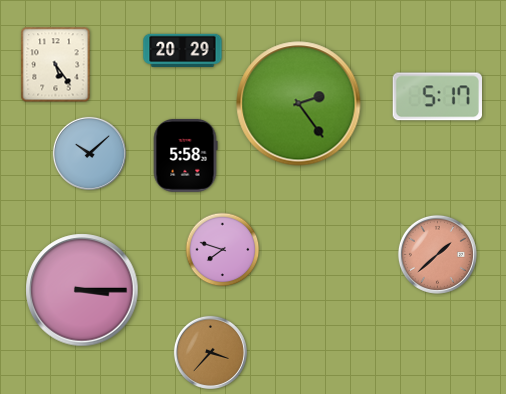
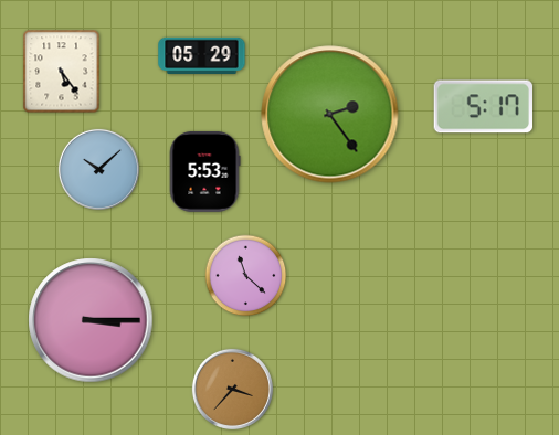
clock at (183, 50): 20:29 -> 05:29
clock at (185, 155): 5:58 -> 5:53
clock at (223, 250): 7:48 -> 11:22
clock at (437, 254): 1:38 -> none
